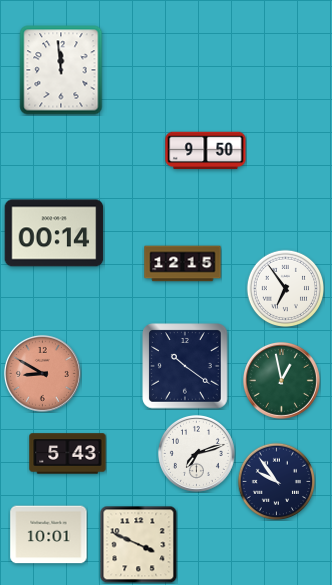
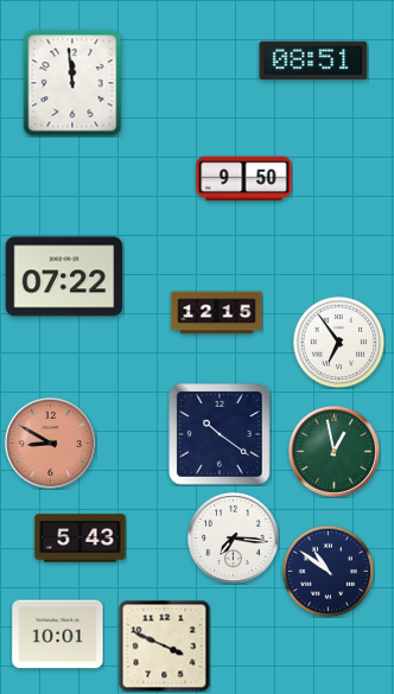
clock at (313, 59): none -> 08:51
clock at (54, 233): 00:14 -> 07:22
clock at (196, 453): 7:12 -> 7:16
clock at (276, 481): 9:54 -> 10:51
